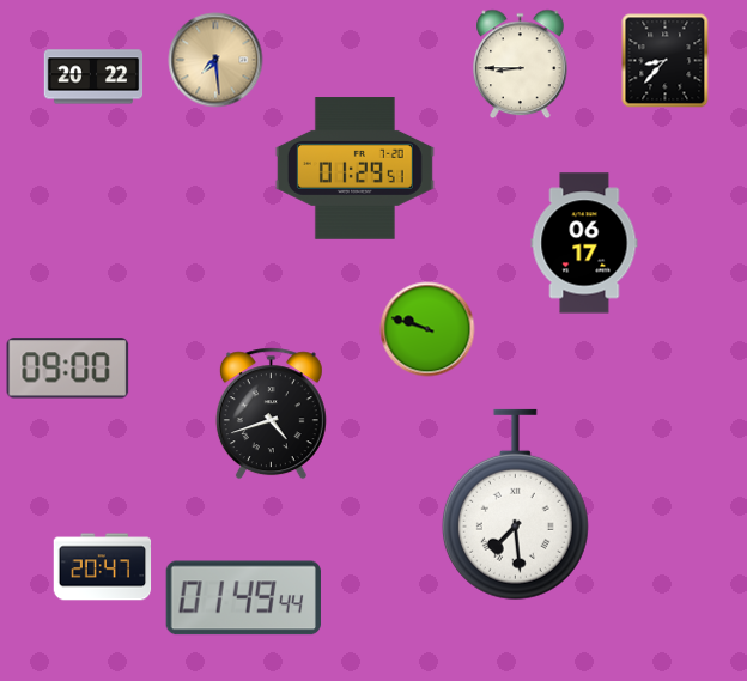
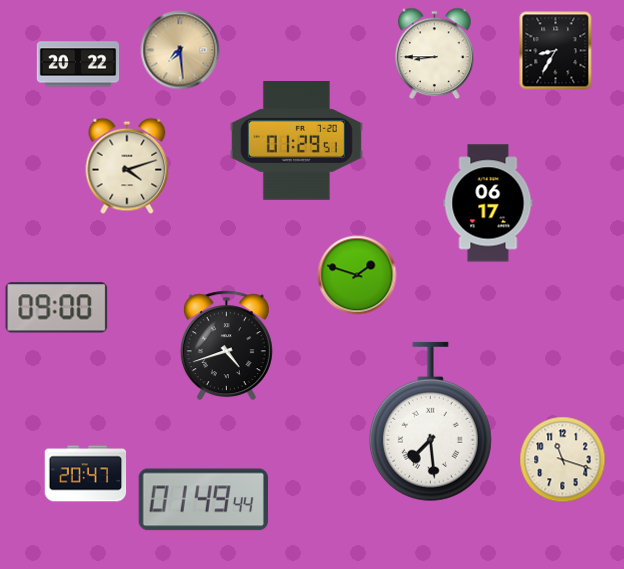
clock at (666, 61): 8:37 -> 8:35
clock at (127, 166): none -> 4:12
clock at (427, 329): 9:48 -> 1:48
clock at (563, 460): none -> 11:18
